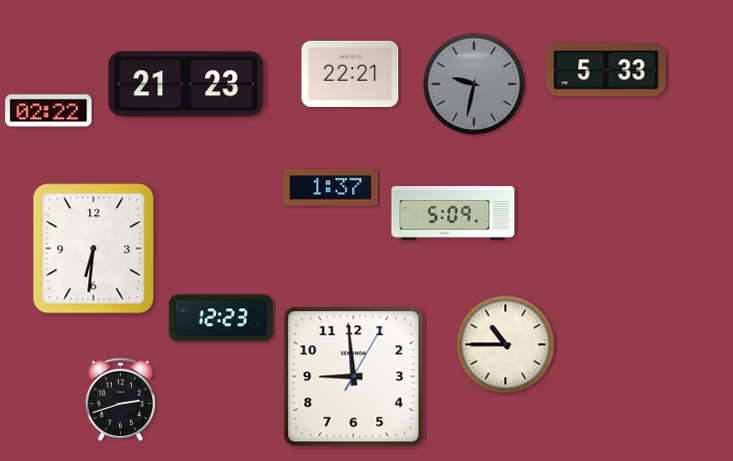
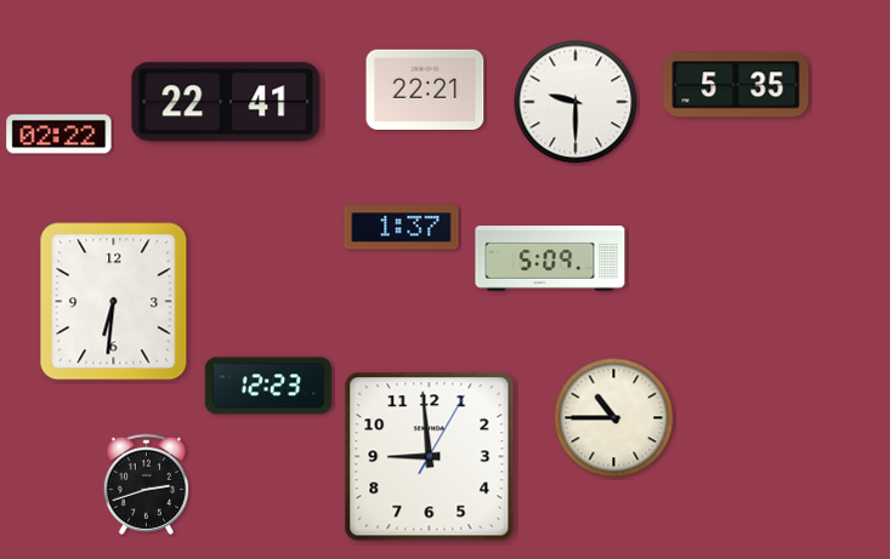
clock at (606, 70): 5:33 -> 5:35
clock at (186, 84): 21:23 -> 22:41
clock at (474, 84): 9:32 -> 9:30
clock at (474, 84) dial: grey -> white
